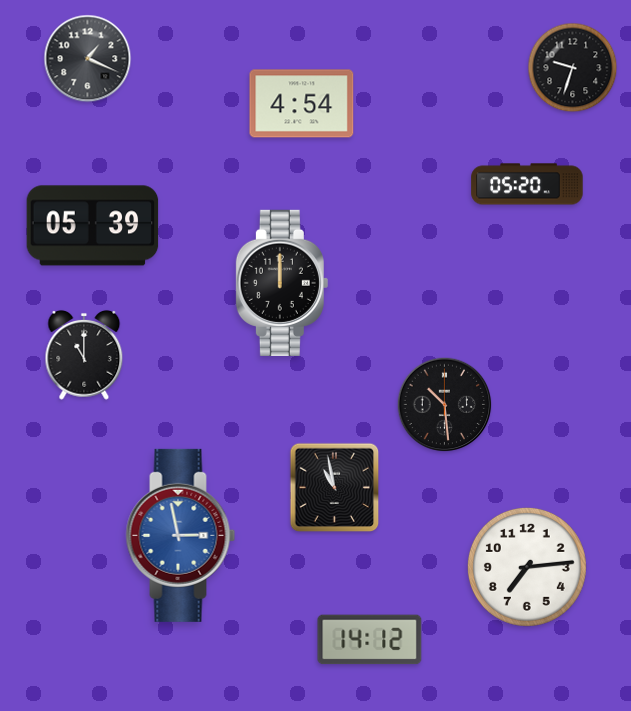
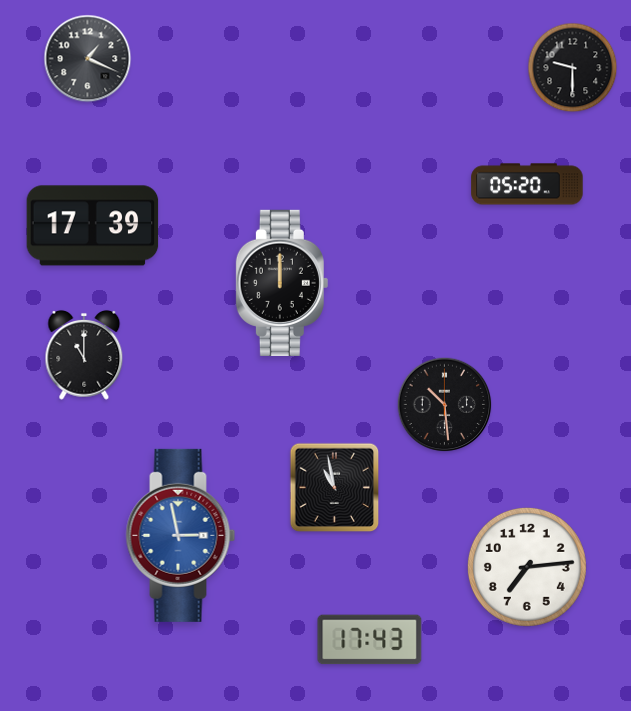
clock at (573, 68): 9:33 -> 9:30
clock at (302, 104): 4:54 -> none
clock at (93, 226): 05:39 -> 17:39
clock at (370, 640): 14:12 -> 17:43
